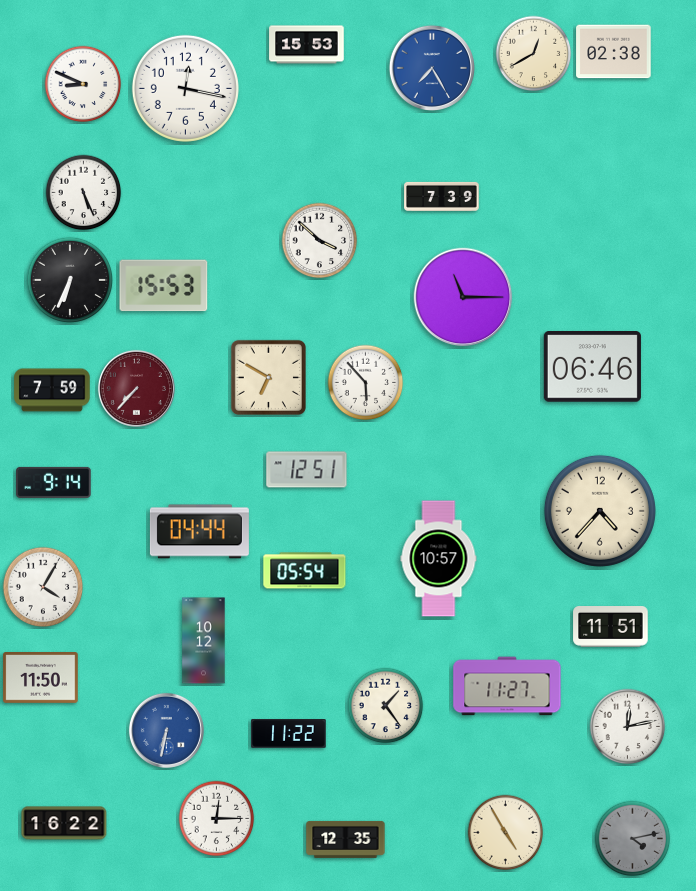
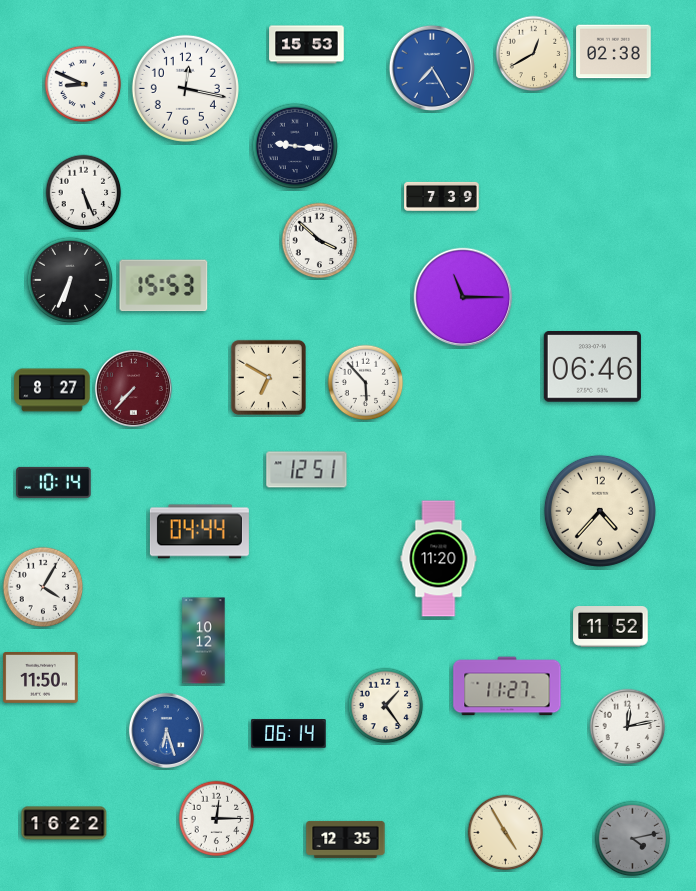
clock at (295, 146): none -> 9:16
clock at (136, 388) position: (136, 388) -> (133, 388)
clock at (52, 390): 7:59 -> 8:27
clock at (54, 482): 9:14 -> 10:14
clock at (439, 559): 10:57 -> 11:20
clock at (305, 571): 05:54 -> none
clock at (611, 627): 11:51 -> 11:52
clock at (166, 730): 6:32 -> 6:27
clock at (289, 734): 11:22 -> 06:14
